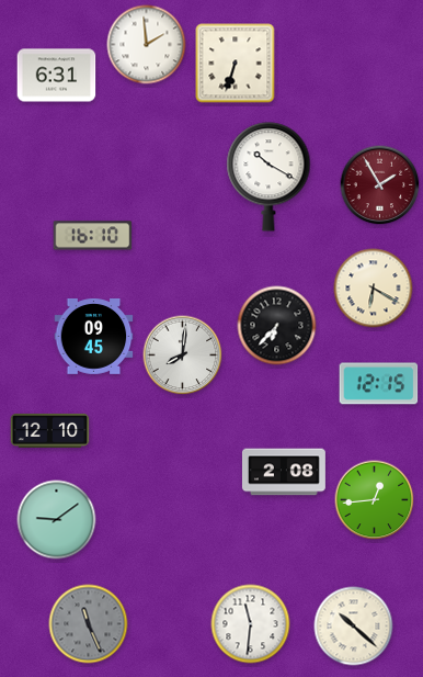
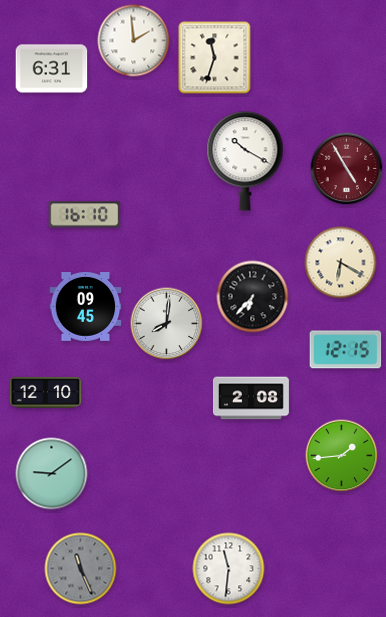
clock at (236, 64): 6:33 -> 11:33
clock at (380, 185): 1:55 -> 4:55
clock at (284, 472) position: (284, 472) -> (251, 398)
clock at (375, 500): 12:44 -> 1:44
clock at (354, 627): 10:22 -> none
